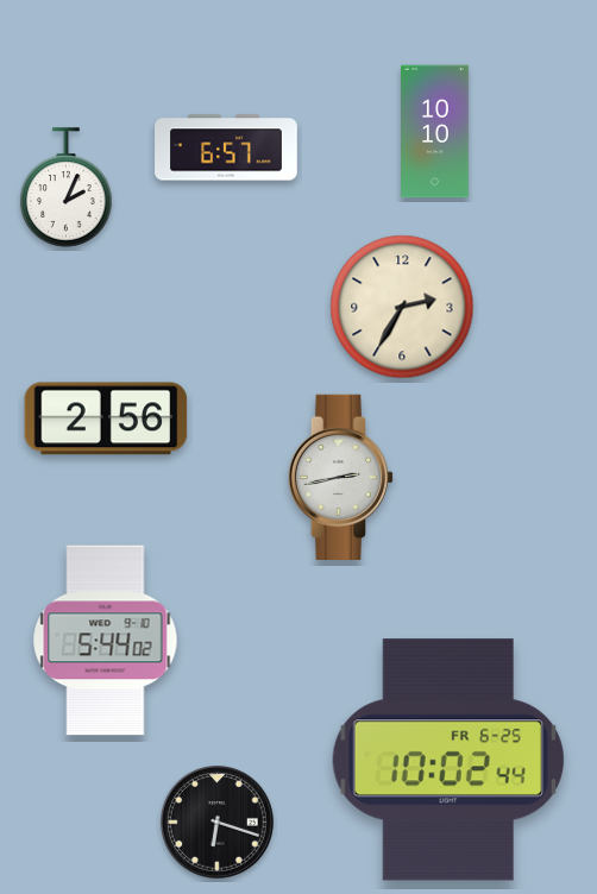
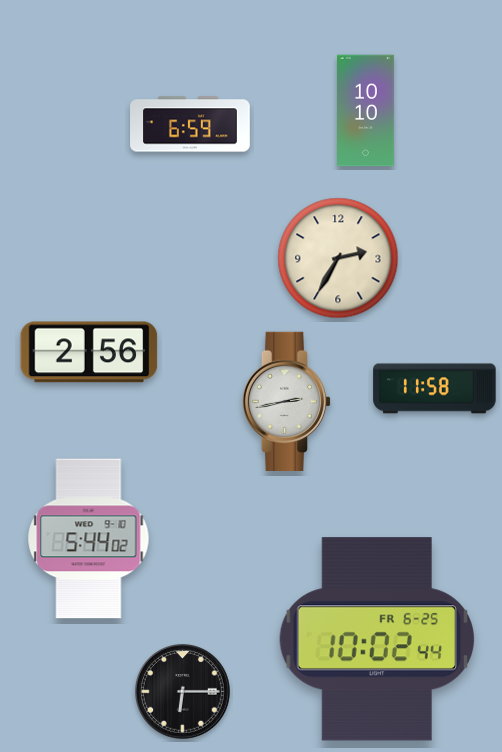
clock at (226, 147): 6:57 -> 6:59
clock at (67, 188): 2:04 -> none
clock at (435, 389): none -> 11:58
clock at (218, 823): 6:18 -> 6:15
